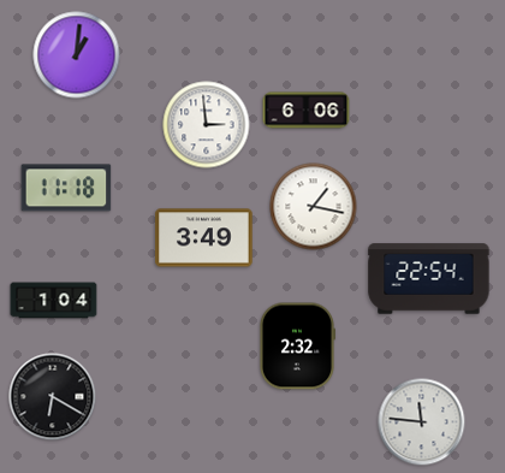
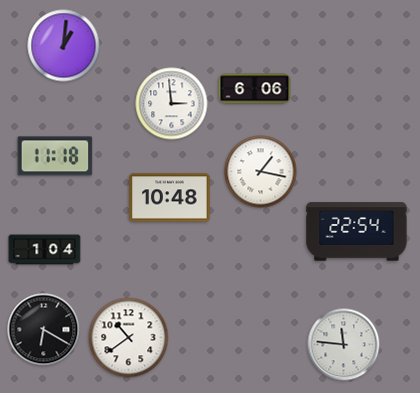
clock at (307, 111) position: (307, 111) -> (255, 89)
clock at (204, 238): 3:49 -> 10:48
clock at (297, 347): 2:32 -> none
clock at (129, 338): none -> 10:39
clock at (422, 422) position: (422, 422) -> (344, 345)
